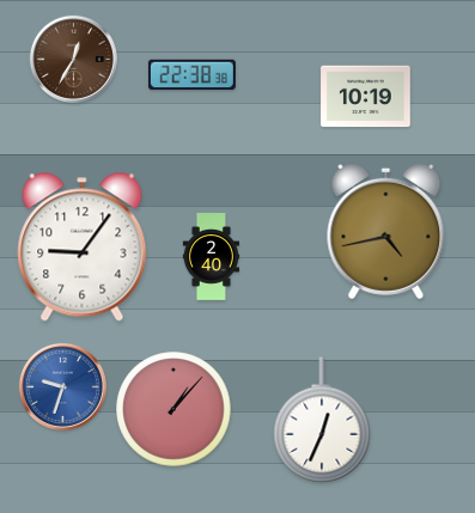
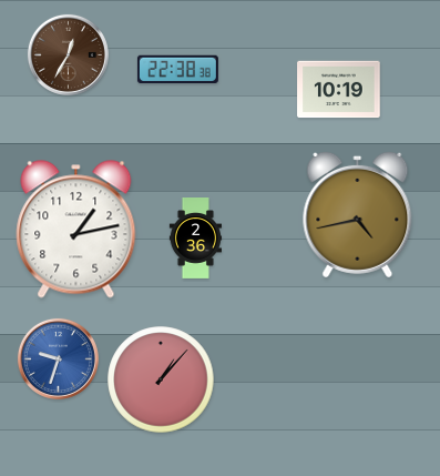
clock at (83, 248): 9:06 -> 1:13
clock at (211, 257): 2:40 -> 2:36
clock at (322, 420): 12:34 -> none
